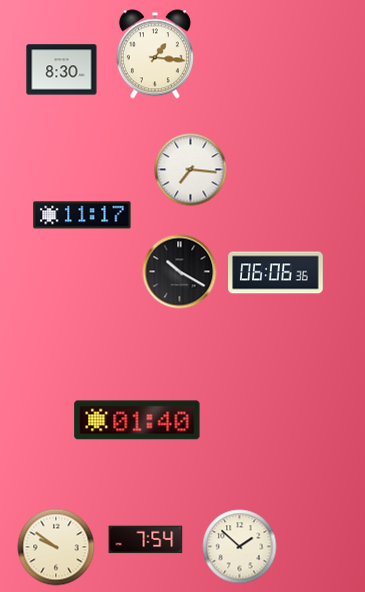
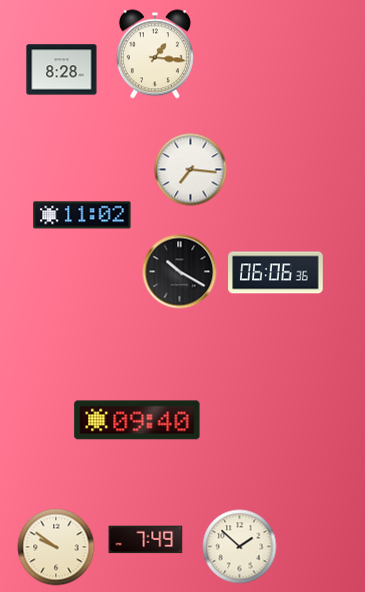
clock at (62, 70): 8:30 -> 8:28
clock at (82, 215): 11:17 -> 11:02
clock at (137, 420): 01:40 -> 09:40
clock at (146, 540): 7:54 -> 7:49
